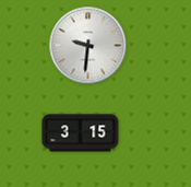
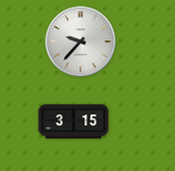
clock at (88, 46): 9:31 -> 9:37
